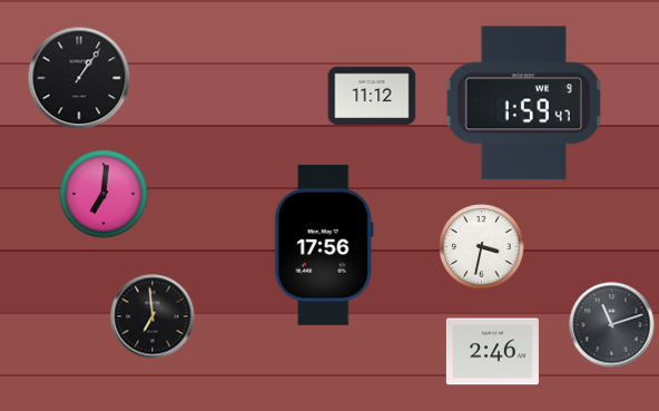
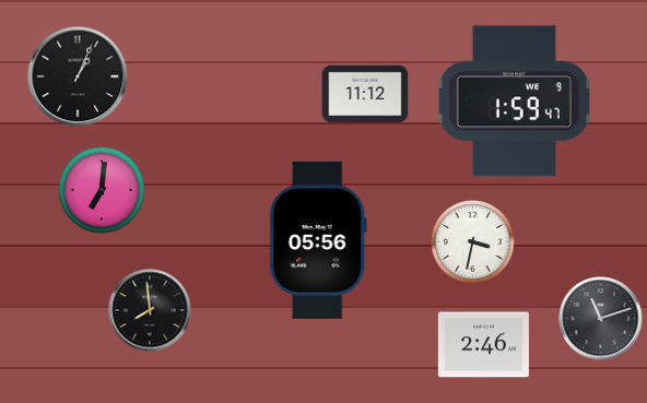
clock at (79, 78): 1:06 -> 1:04
clock at (324, 245): 17:56 -> 05:56
clock at (153, 316): 6:59 -> 7:59
